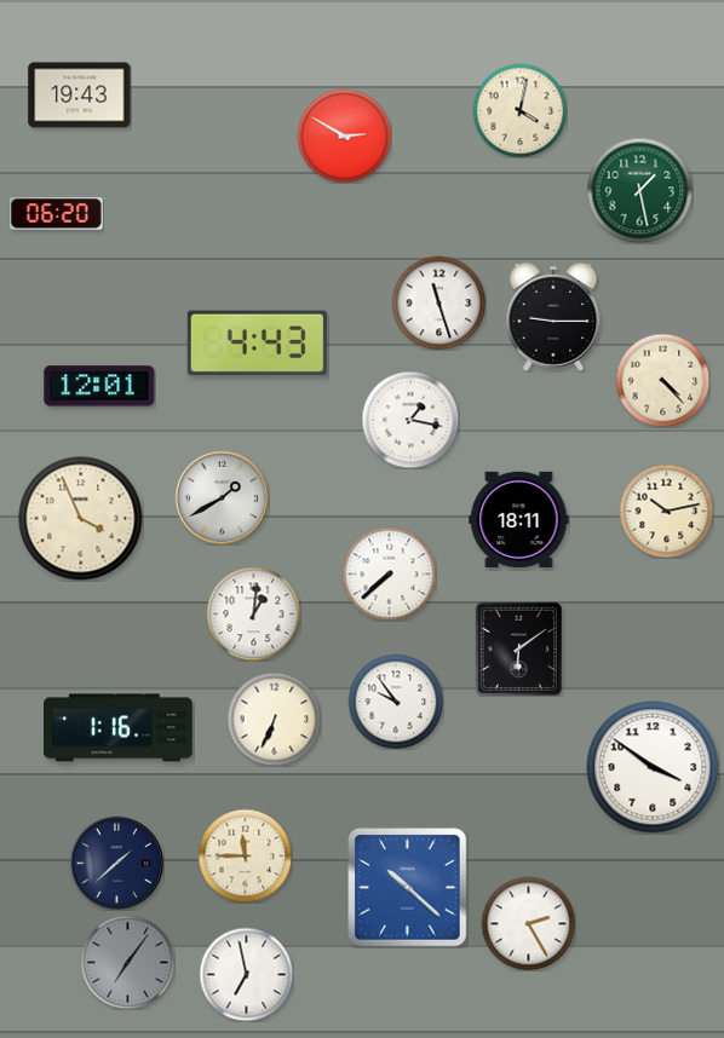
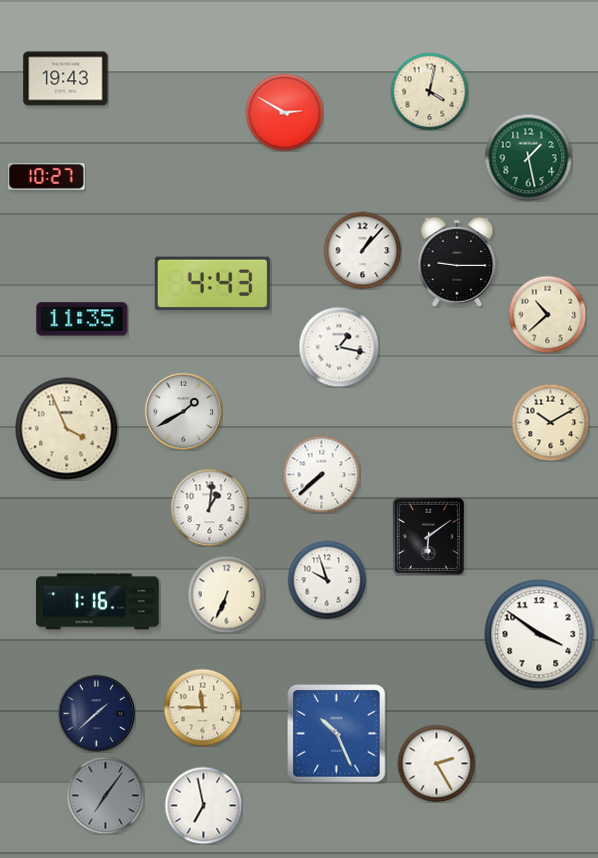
clock at (57, 214): 06:20 -> 10:27
clock at (438, 302): 11:27 -> 1:07
clock at (662, 380): 4:23 -> 10:38
clock at (99, 386): 12:01 -> 11:35
clock at (666, 511): 10:13 -> 10:10
clock at (519, 519): 18:11 -> none
clock at (396, 702): 9:54 -> 9:57
clock at (408, 888): 10:22 -> 10:26
